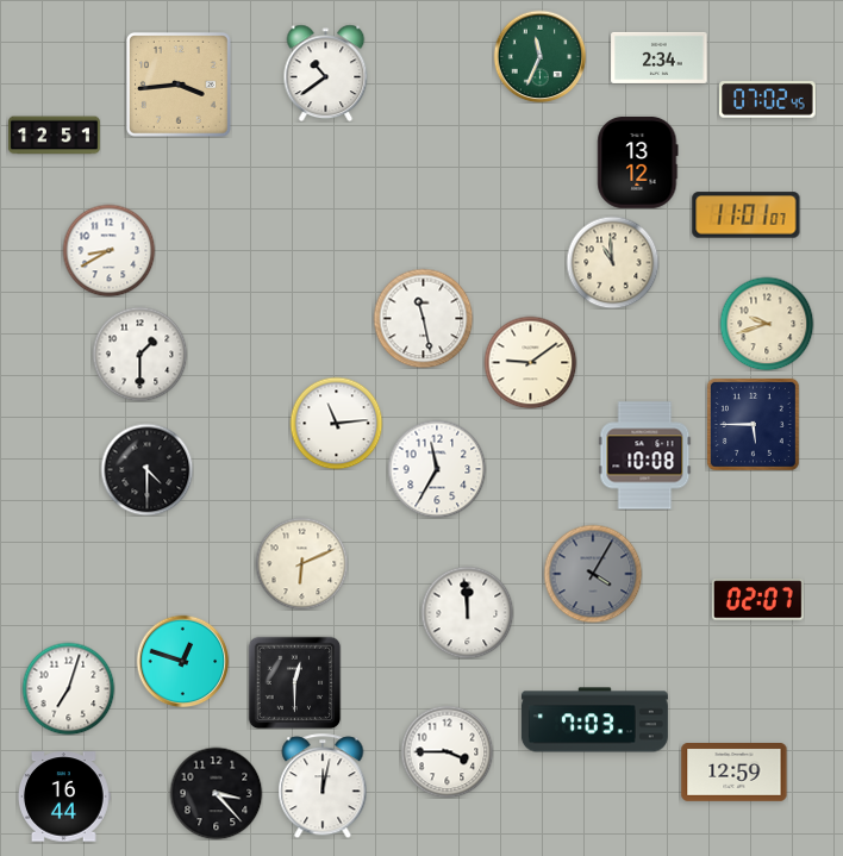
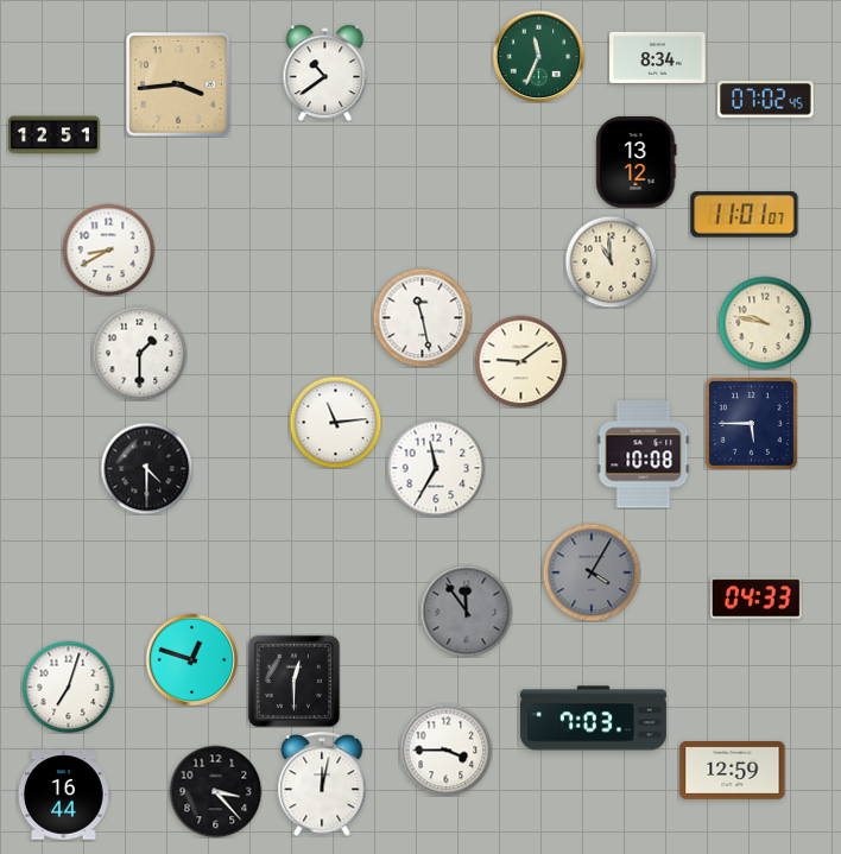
clock at (660, 57): 2:34 -> 8:34
clock at (767, 324): 9:42 -> 9:47
clock at (530, 362) position: (530, 362) -> (520, 361)
clock at (301, 563): 6:11 -> none
clock at (757, 600): 02:07 -> 04:33
clock at (467, 612): 11:59 -> 11:54
clock at (467, 612) dial: white -> grey
clock at (182, 661) position: (182, 661) -> (191, 659)
